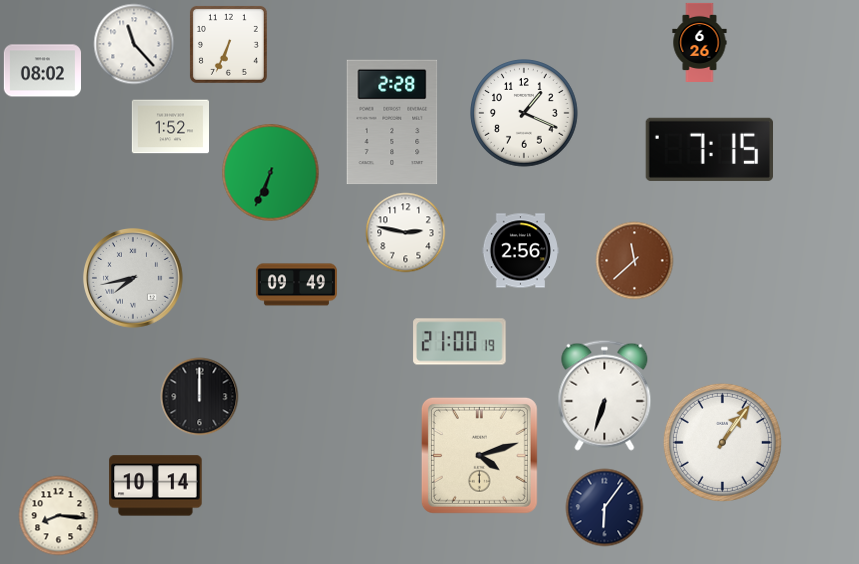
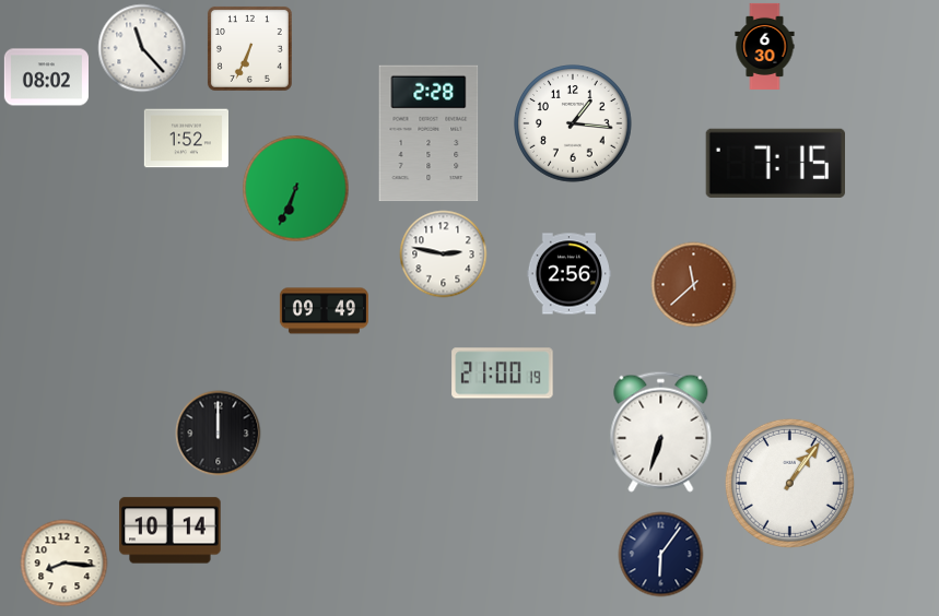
clock at (700, 42): 6:26 -> 6:30
clock at (134, 44) position: (134, 44) -> (142, 48)
clock at (524, 113): 1:19 -> 1:16
clock at (134, 279): 7:43 -> none
clock at (479, 455): 4:12 -> none
